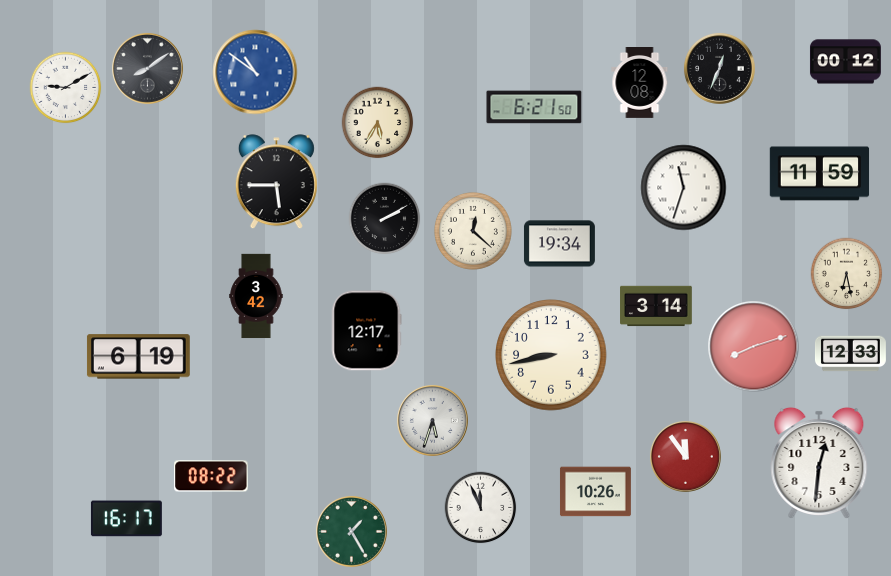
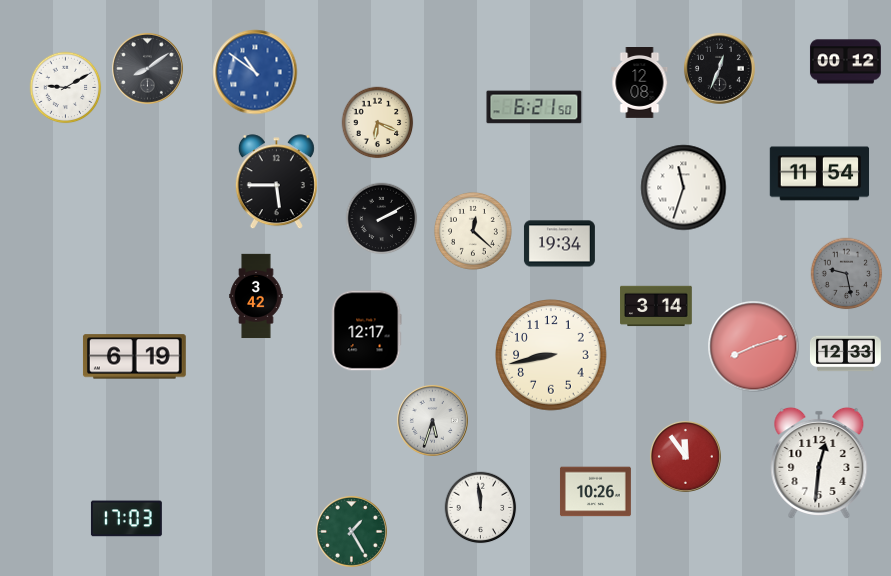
clock at (378, 123): 5:35 -> 6:19
clock at (820, 174): 11:59 -> 11:54
clock at (385, 219) position: (385, 219) -> (382, 219)
clock at (847, 274): 6:28 -> 9:28
clock at (847, 274) dial: cream -> grey
clock at (850, 354) position: (850, 354) -> (845, 354)
clock at (138, 357) position: (138, 357) -> (134, 357)
clock at (211, 476): 08:22 -> none
clock at (481, 508): 11:56 -> 11:59
clock at (126, 519): 16:17 -> 17:03
